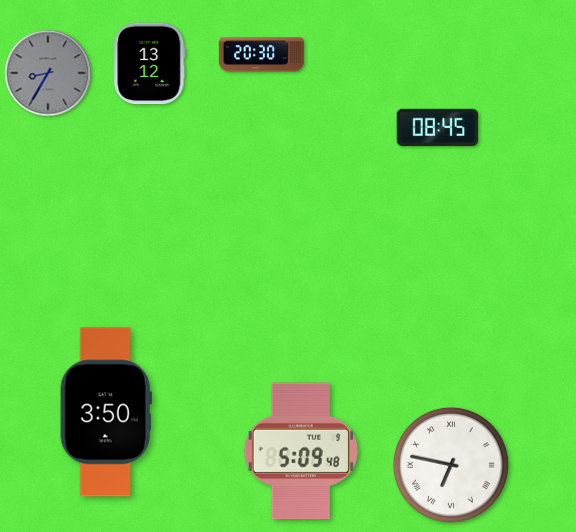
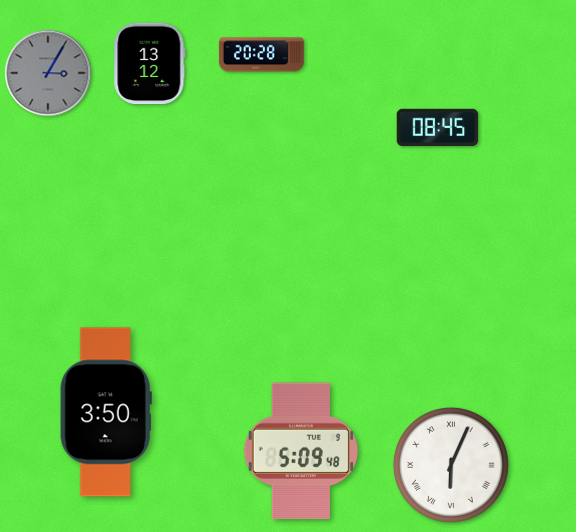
clock at (261, 55): 20:30 -> 20:28
clock at (48, 73): 8:35 -> 3:05
clock at (451, 465): 6:47 -> 6:04
